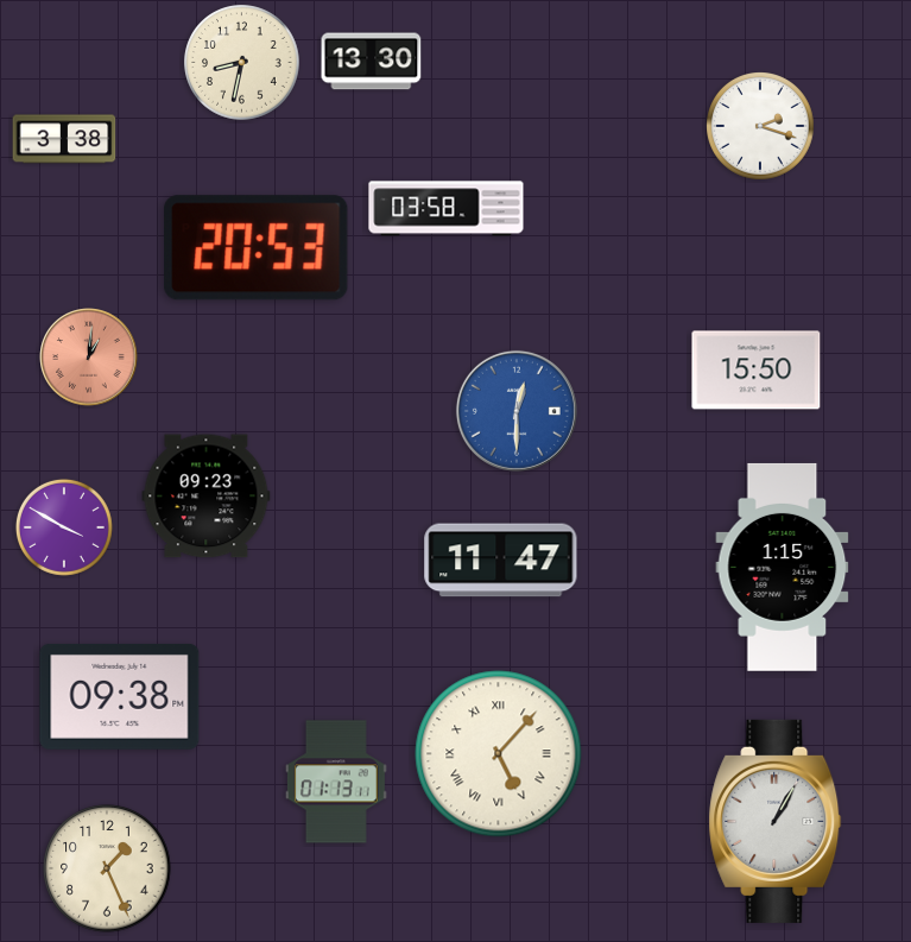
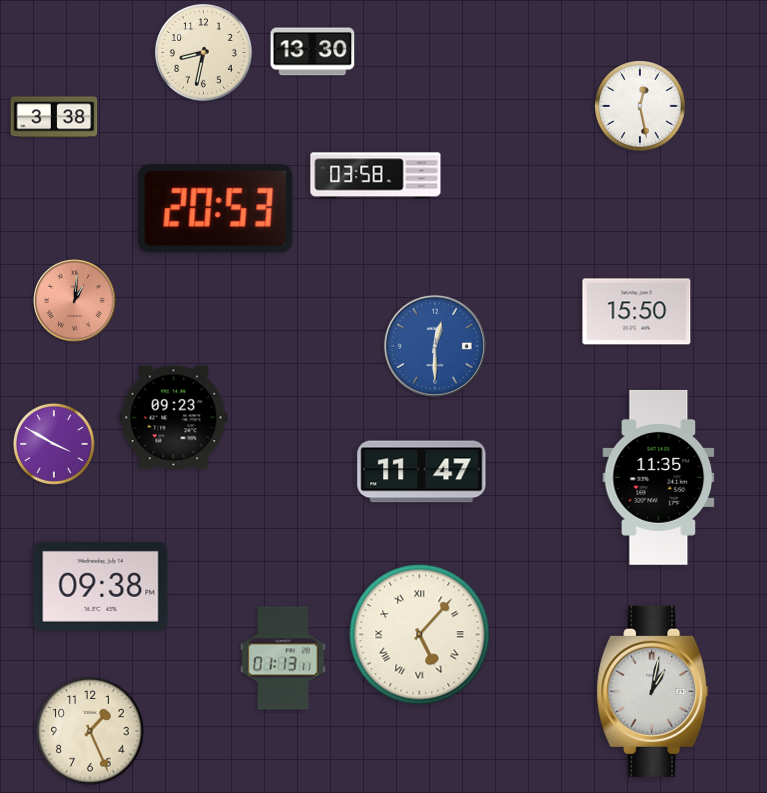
clock at (761, 127): 2:18 -> 12:28
clock at (783, 567): 1:15 -> 11:35
clock at (776, 821): 1:05 -> 1:02
